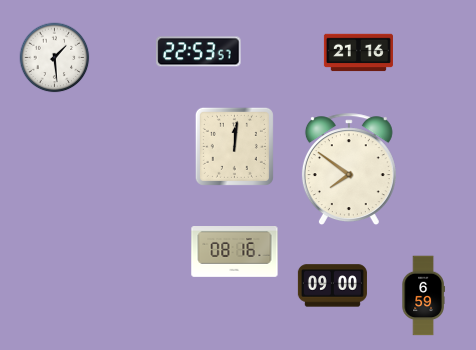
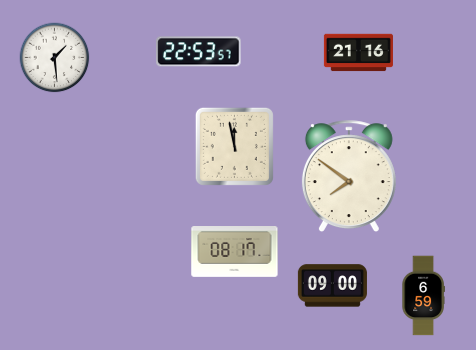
clock at (234, 146): 12:01 -> 11:58
clock at (349, 169) position: (349, 169) -> (349, 176)
clock at (235, 252): 08:16 -> 08:17
